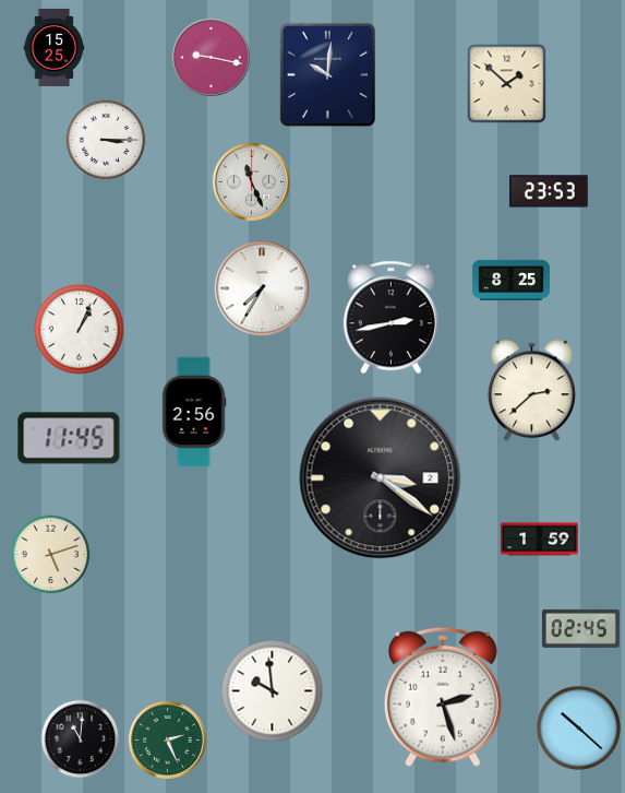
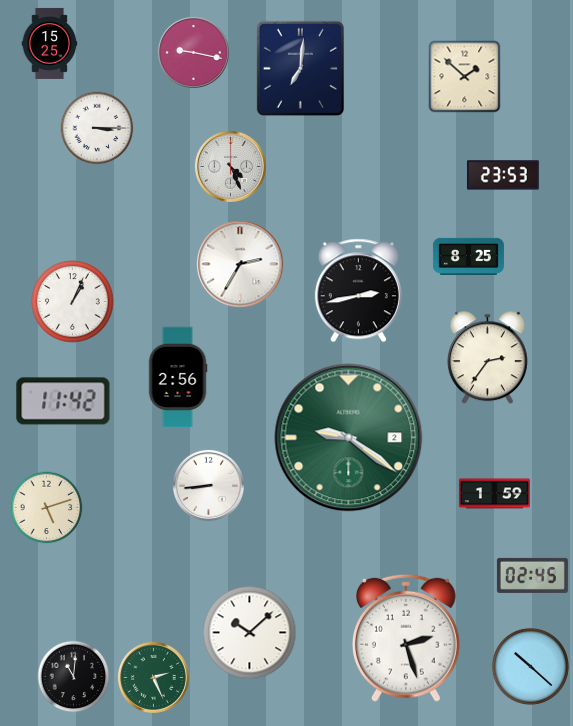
clock at (327, 74): 10:01 -> 7:01
clock at (251, 181): 11:26 -> 4:26
clock at (262, 288): 7:35 -> 2:35
clock at (531, 391): 2:38 -> 2:36
clock at (69, 438): 11:45 -> 11:42
clock at (381, 478): 3:21 -> 9:21
clock at (381, 478) dial: black -> green
clock at (208, 485): none -> 8:44
clock at (273, 691): 9:59 -> 10:08
